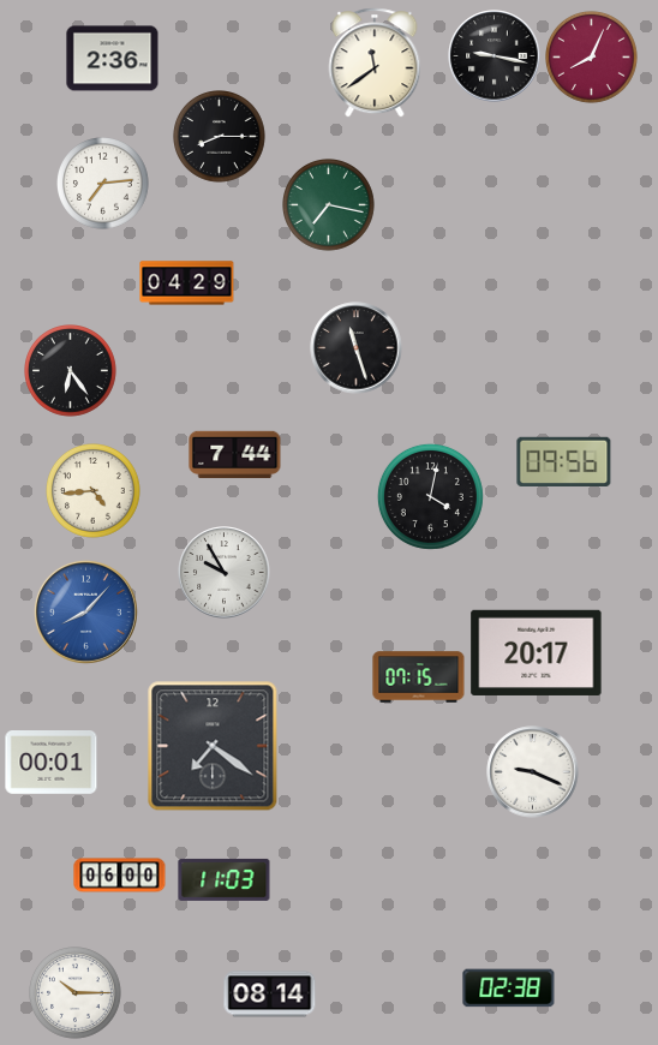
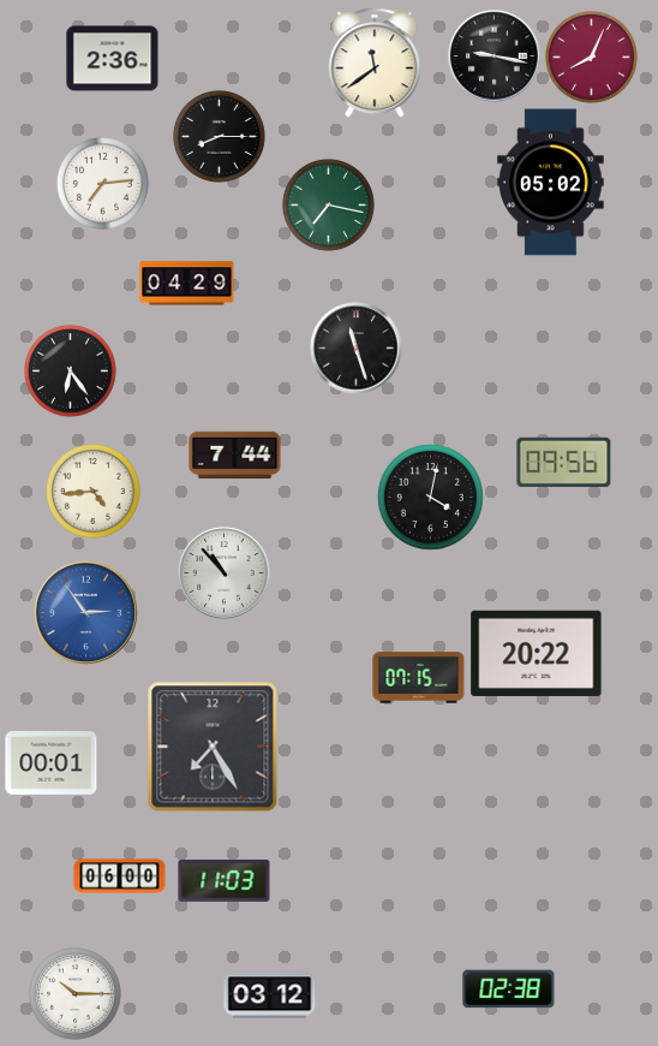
clock at (551, 183): none -> 05:02
clock at (225, 573): 9:55 -> 10:53
clock at (85, 611): 8:07 -> 2:54
clock at (537, 652): 20:17 -> 20:22
clock at (213, 746): 7:21 -> 7:25
clock at (533, 772): 9:19 -> none
clock at (270, 995): 08:14 -> 03:12
